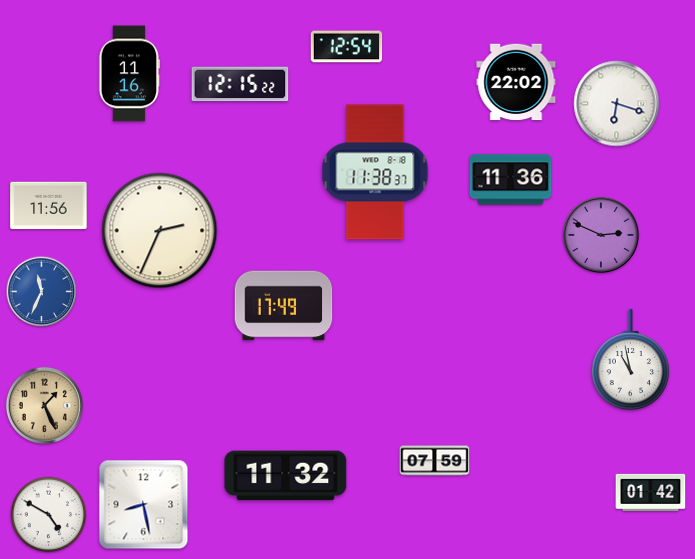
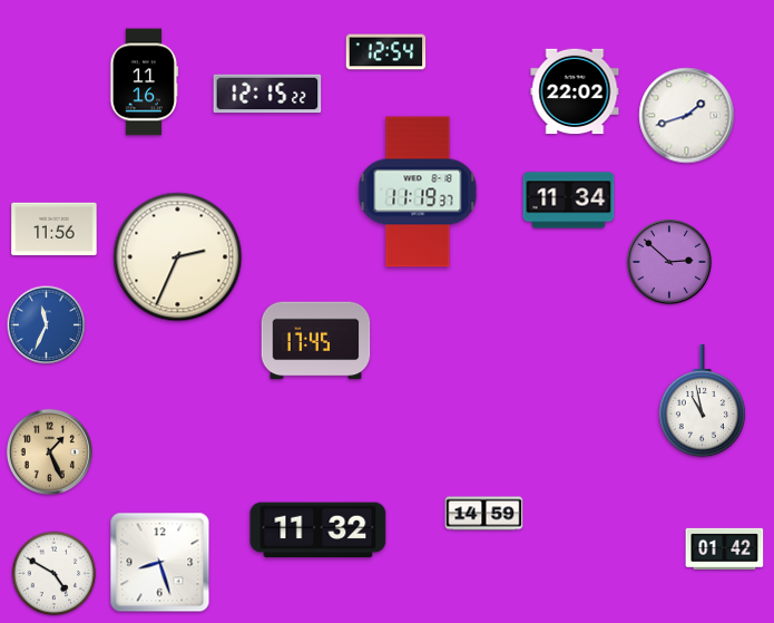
clock at (617, 104): 6:18 -> 1:42
clock at (375, 172): 11:38 -> 11:19
clock at (511, 180): 11:36 -> 11:34
clock at (601, 235): 2:49 -> 2:52
clock at (284, 306): 17:49 -> 17:45
clock at (435, 461): 07:59 -> 14:59
clock at (144, 505): 8:28 -> 8:27
